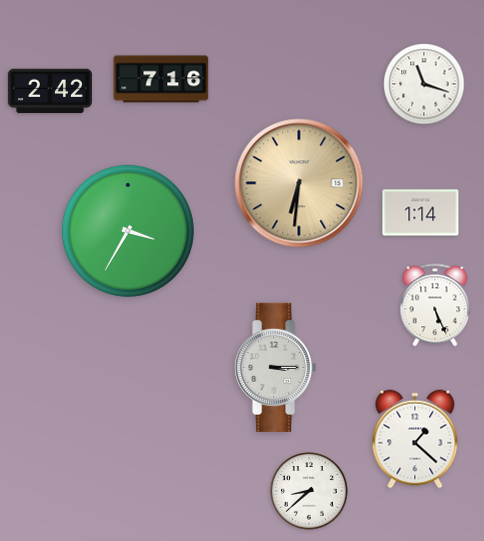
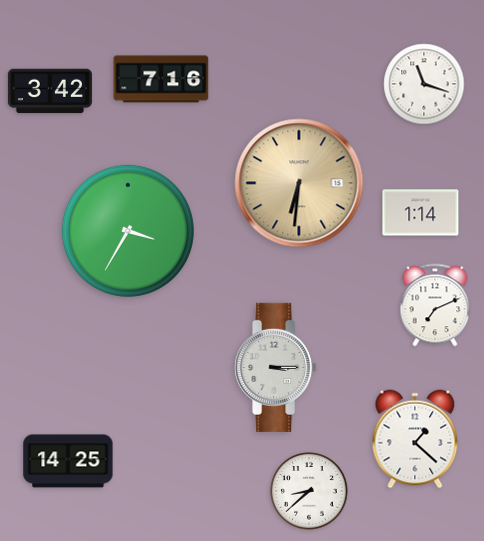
clock at (50, 91): 2:42 -> 3:42
clock at (435, 305): 5:26 -> 7:11
clock at (68, 461): none -> 14:25
